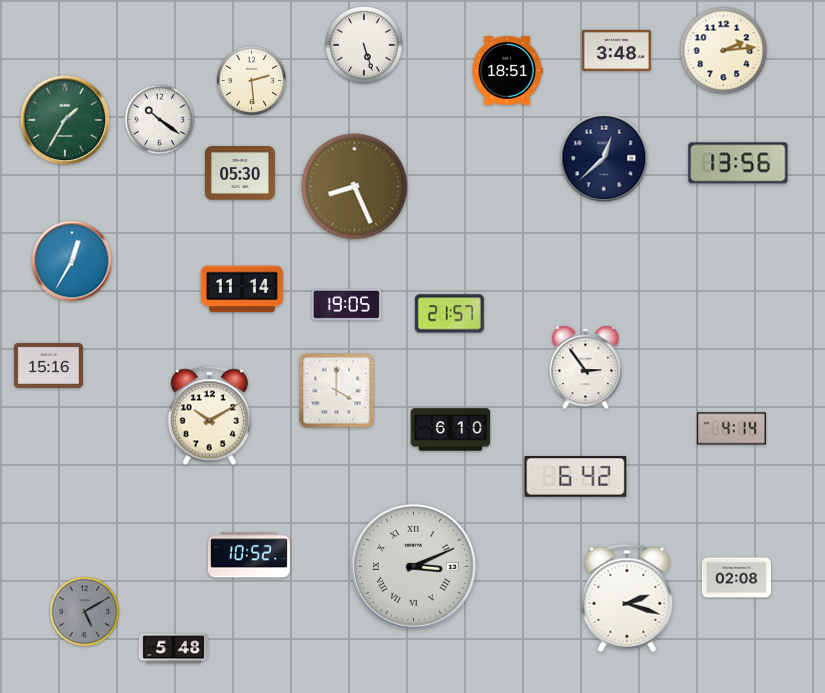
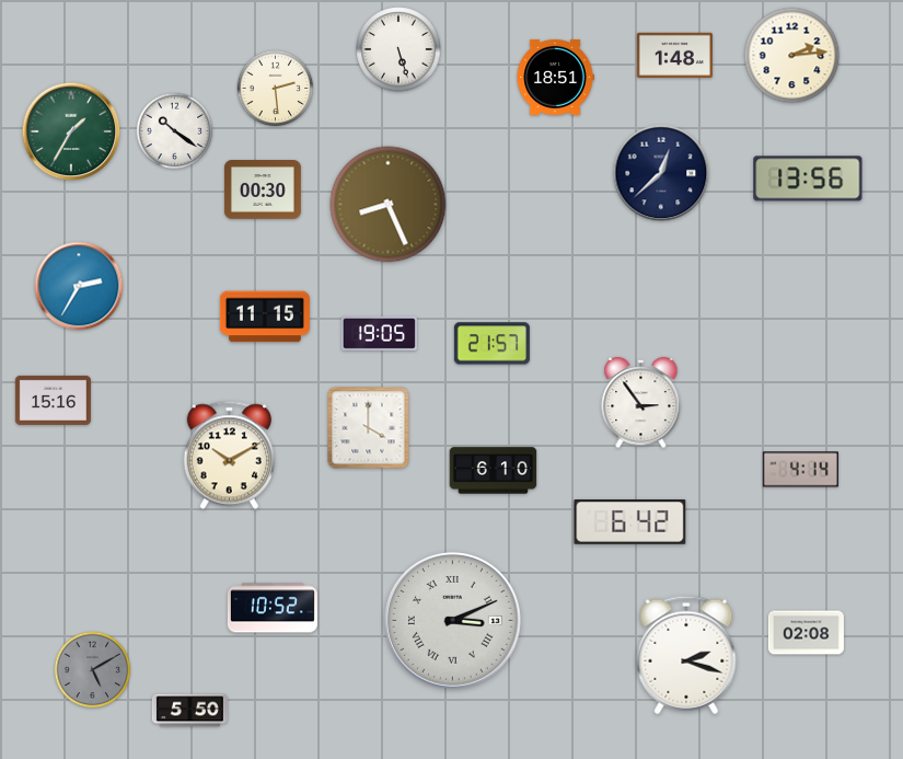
clock at (616, 50): 3:48 -> 1:48
clock at (240, 173): 05:30 -> 00:30
clock at (72, 261): 12:35 -> 2:35
clock at (242, 289): 11:14 -> 11:15
clock at (173, 649): 5:48 -> 5:50
